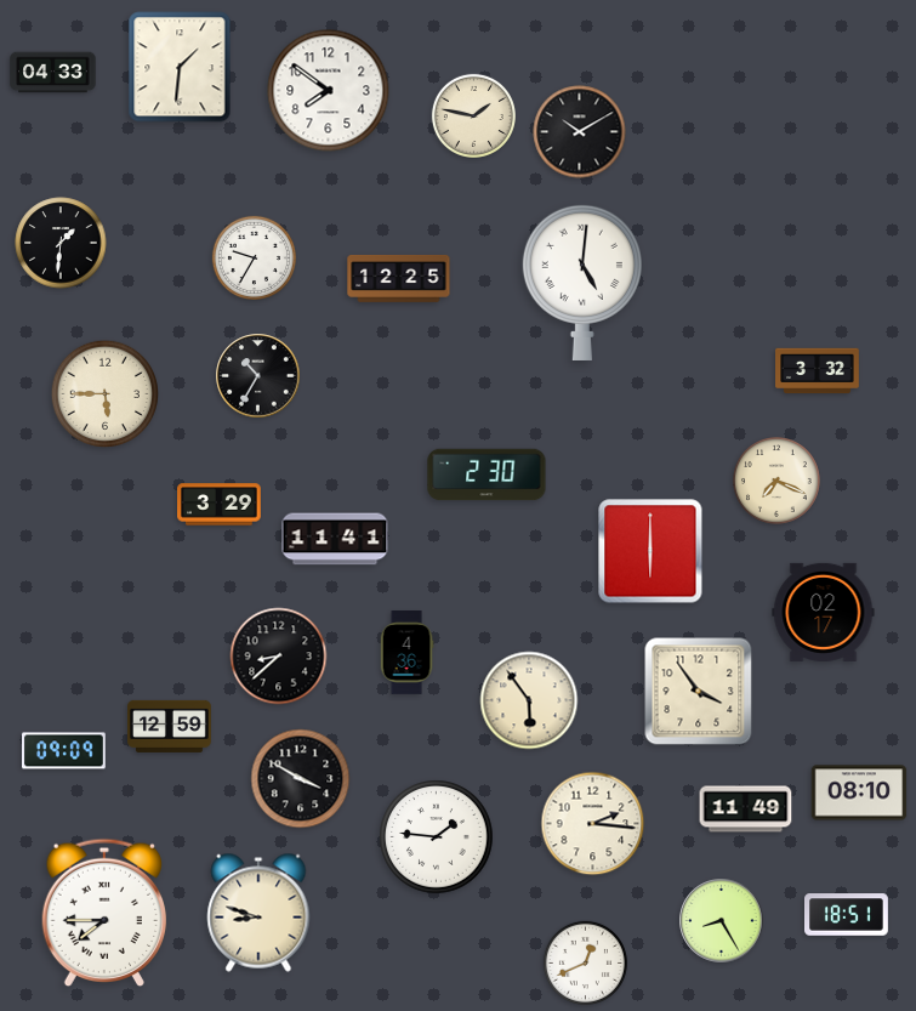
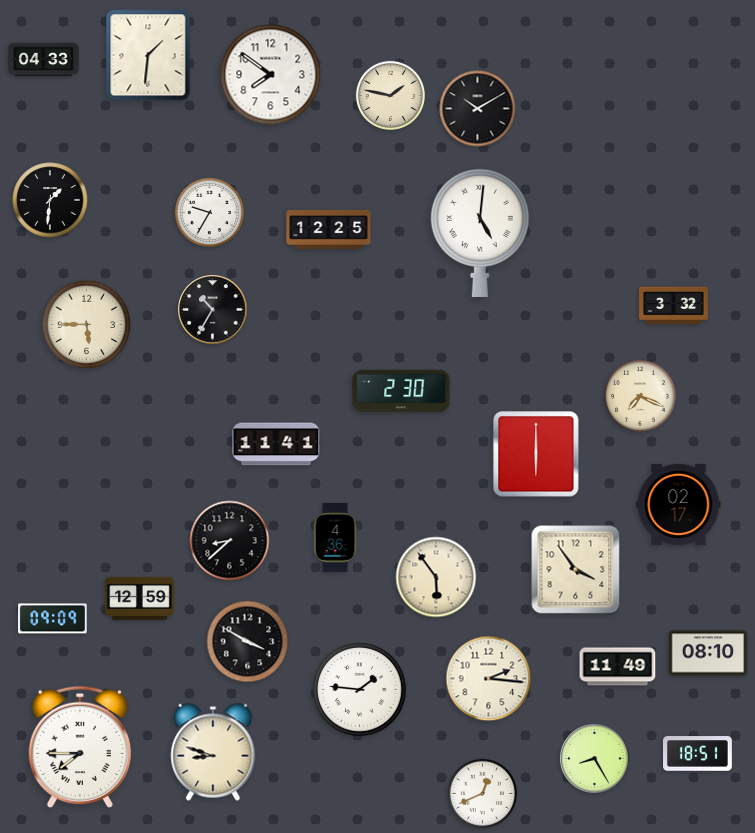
clock at (220, 505): 3:29 -> none
clock at (746, 810) position: (746, 810) -> (618, 667)
clock at (104, 913) position: (104, 913) -> (80, 747)
